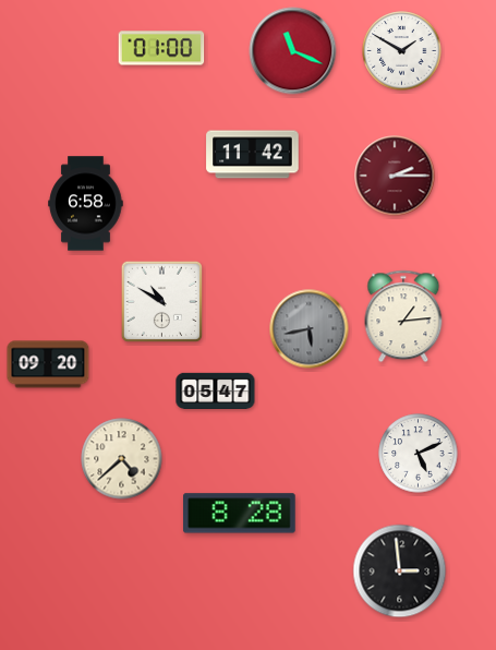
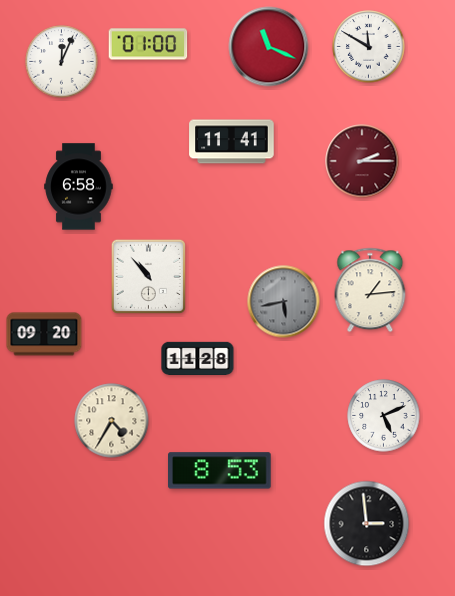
clock at (402, 51): 1:50 -> 11:50
clock at (62, 62): none -> 12:04
clock at (253, 155): 11:42 -> 11:41
clock at (161, 301): 10:50 -> 10:53
clock at (216, 390): 05:47 -> 11:28
clock at (122, 459): 4:38 -> 4:35
clock at (240, 514): 8:28 -> 8:53
